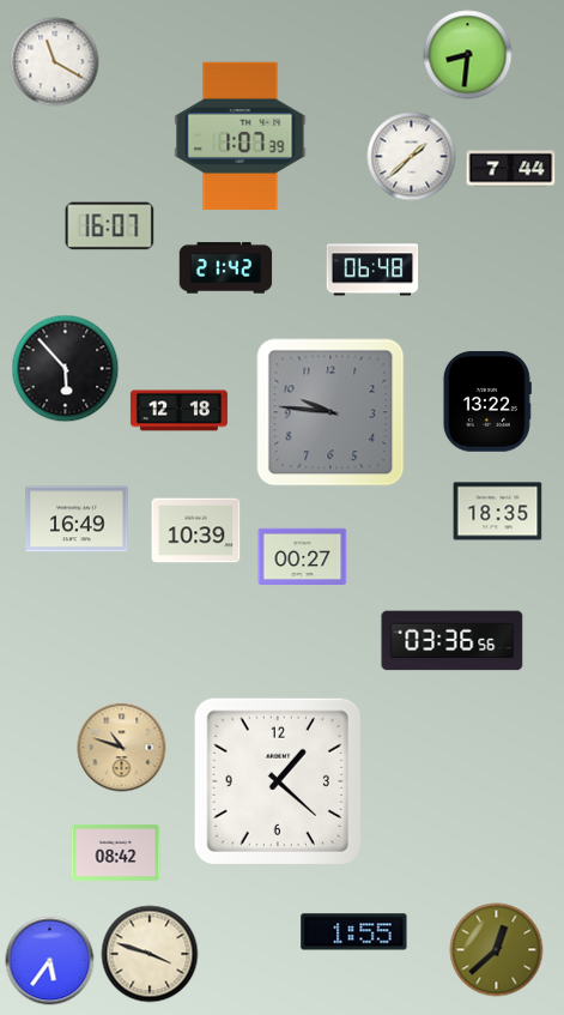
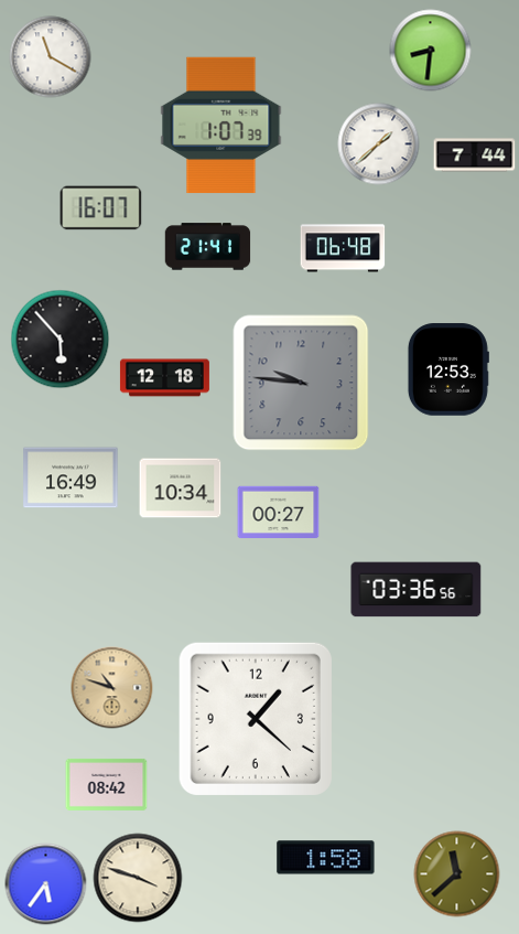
clock at (511, 169) position: (511, 169) -> (475, 155)
clock at (226, 268): 21:42 -> 21:41
clock at (486, 401): 13:22 -> 12:53
clock at (330, 412) position: (330, 412) -> (301, 383)
clock at (498, 512): 18:35 -> none
clock at (196, 531): 10:39 -> 10:34
clock at (354, 932): 1:55 -> 1:58
clock at (497, 950): 12:38 -> 11:38
